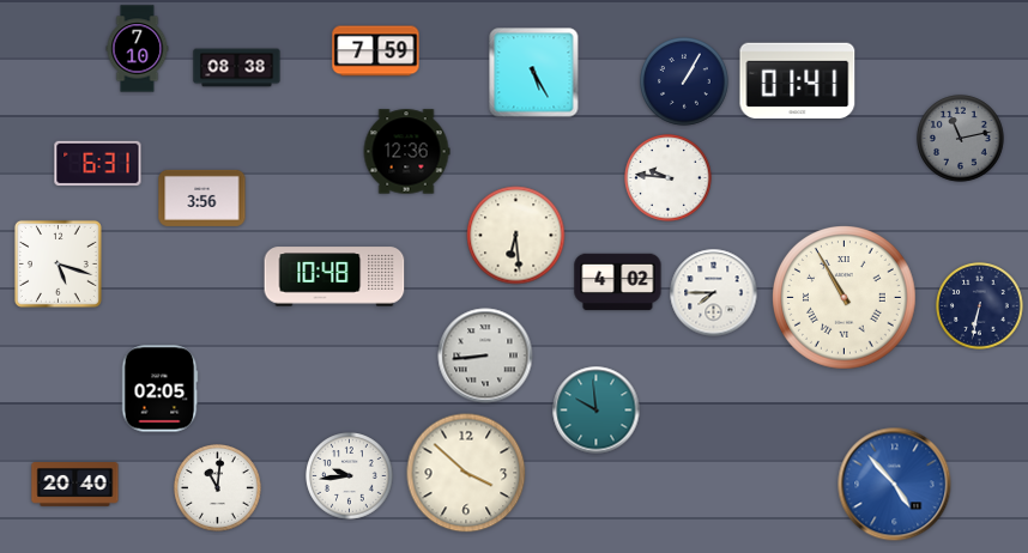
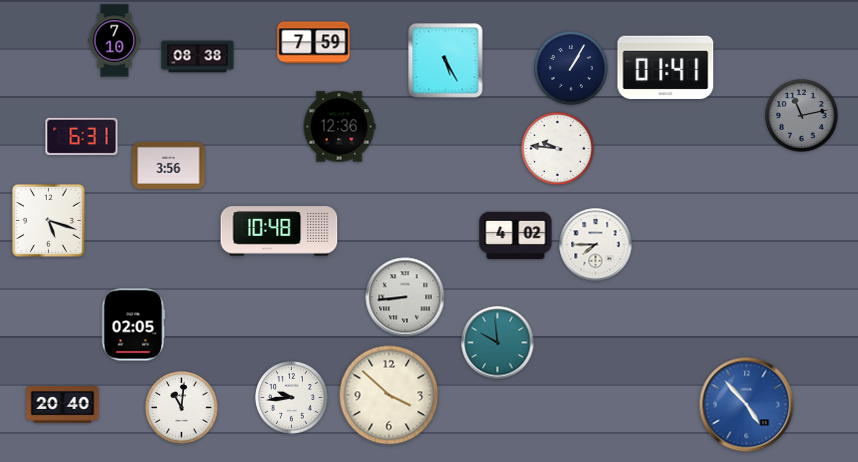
clock at (516, 236): 6:29 -> none
clock at (845, 298): 10:55 -> none
clock at (980, 306): 6:32 -> none
